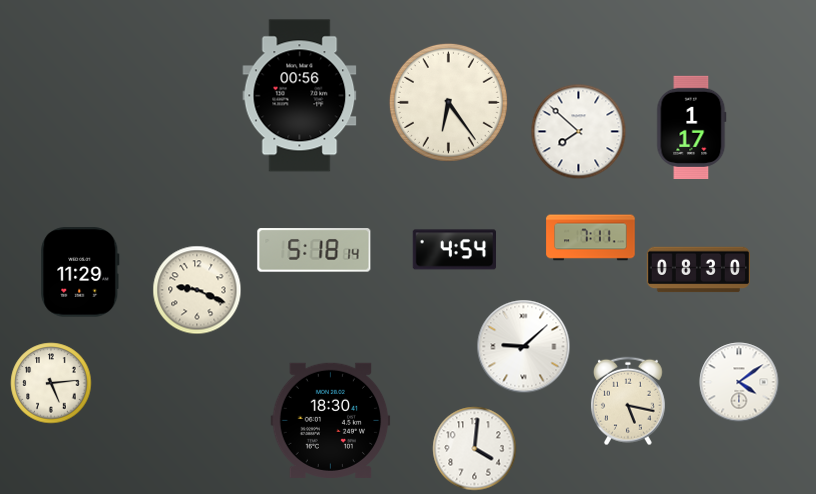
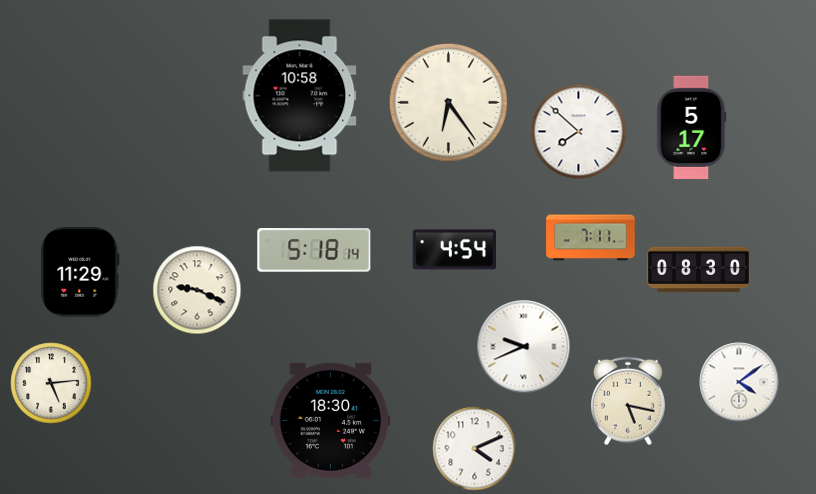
clock at (300, 96): 00:56 -> 10:58
clock at (692, 127): 1:17 -> 5:17
clock at (524, 347): 9:08 -> 9:41
clock at (475, 449): 4:01 -> 4:11
